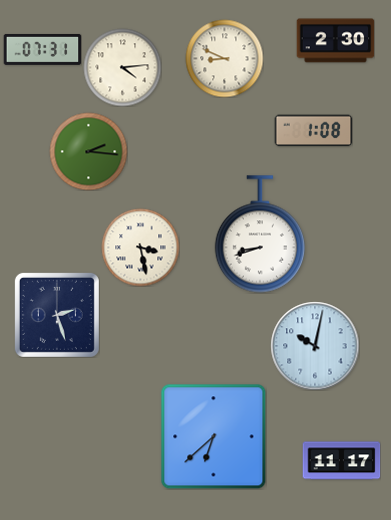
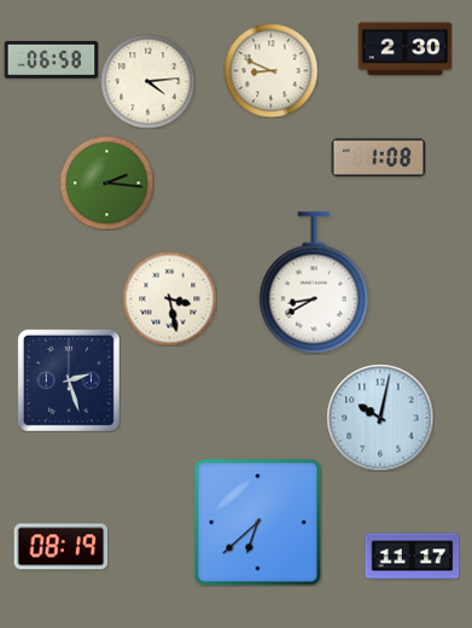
clock at (42, 49): 07:31 -> 06:58
clock at (259, 234): 8:42 -> 8:40
clock at (213, 436) position: (213, 436) -> (257, 522)
clock at (60, 547): none -> 08:19
